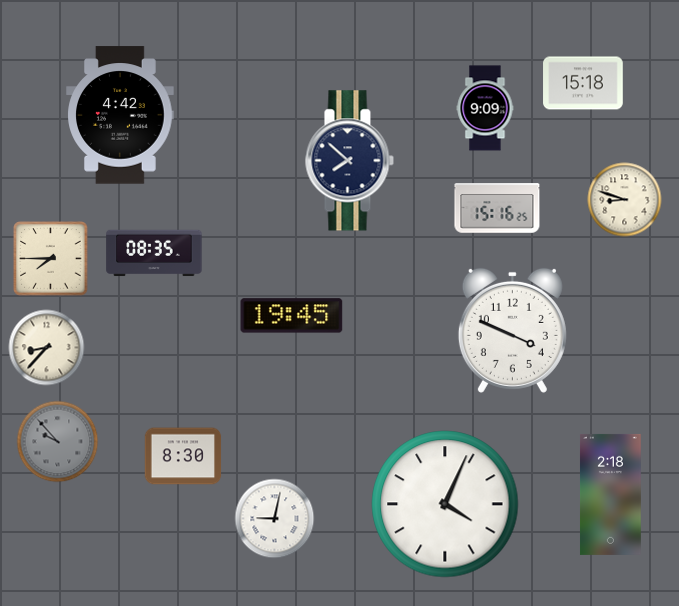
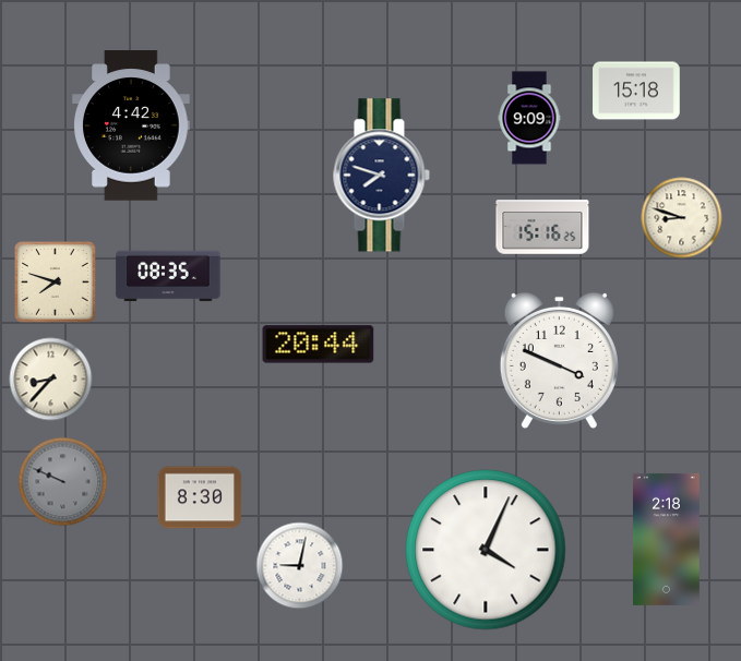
clock at (349, 161): 7:52 -> 7:48
clock at (51, 259): 7:45 -> 7:48
clock at (292, 316): 19:45 -> 20:44
clock at (58, 442): 9:53 -> 9:49
